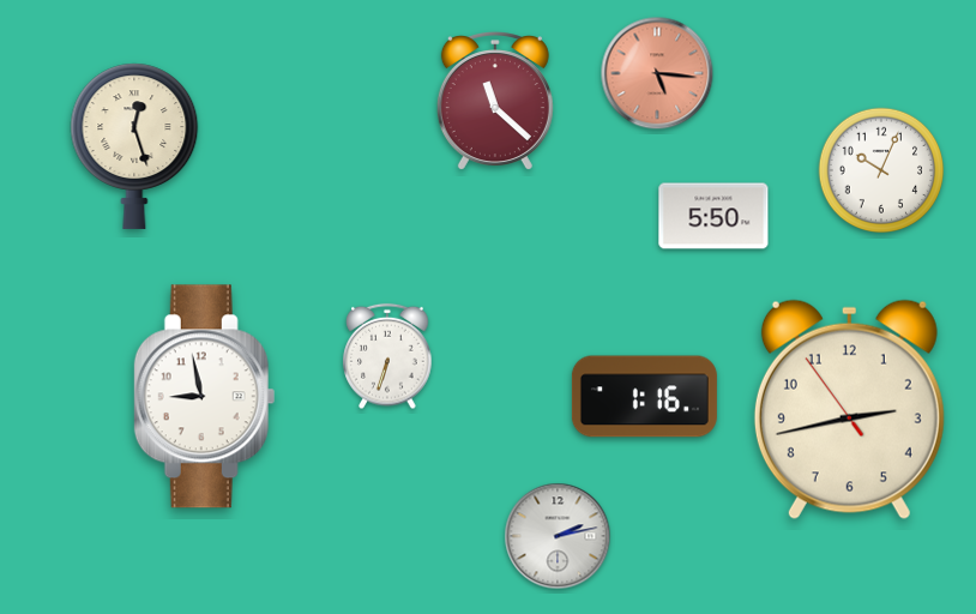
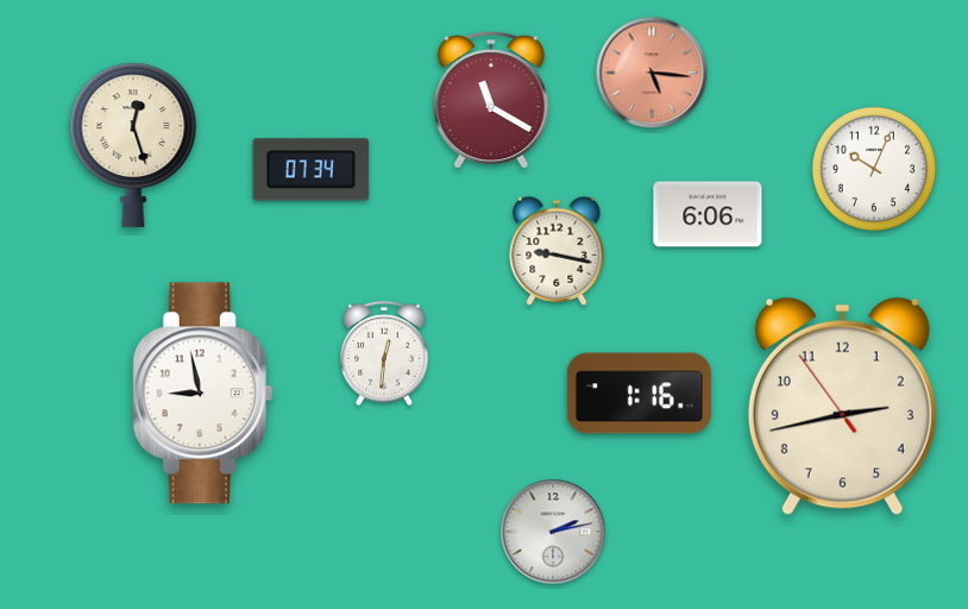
clock at (495, 101): 11:22 -> 11:20
clock at (312, 170): none -> 07:34
clock at (713, 216): 5:50 -> 6:06
clock at (557, 251): none -> 9:17
clock at (387, 356): 6:33 -> 12:31
